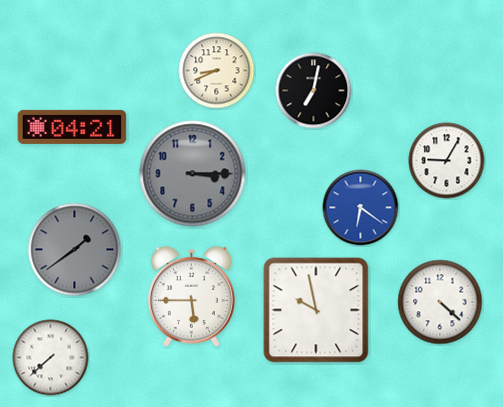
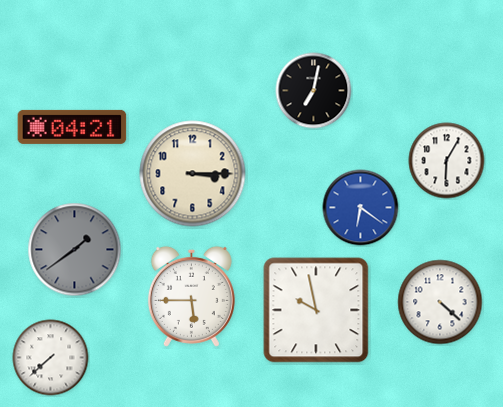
clock at (217, 71): 8:41 -> none
clock at (447, 161): 9:05 -> 6:05
clock at (193, 174) dial: grey -> cream
